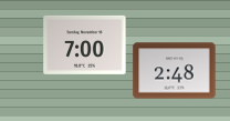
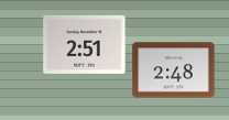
clock at (85, 44): 7:00 -> 2:51
